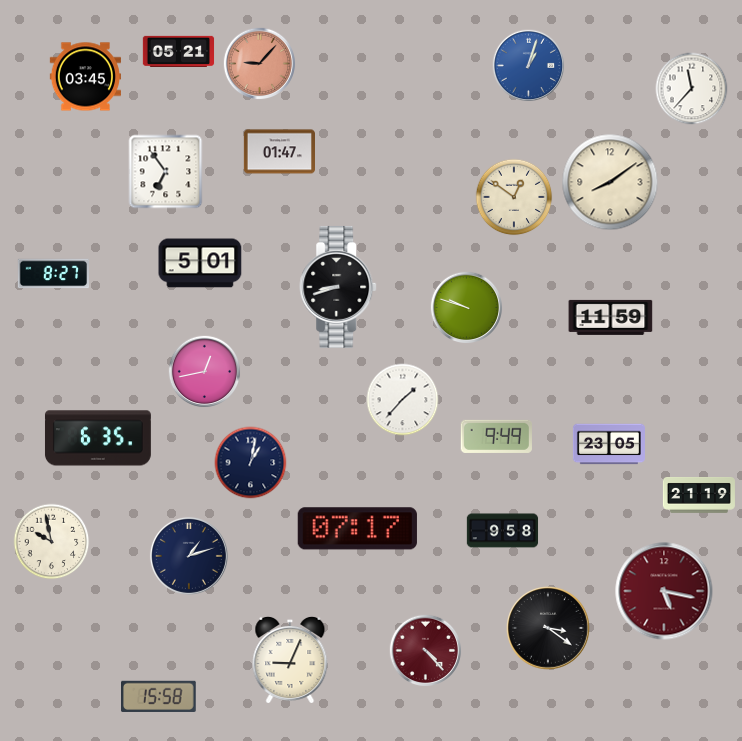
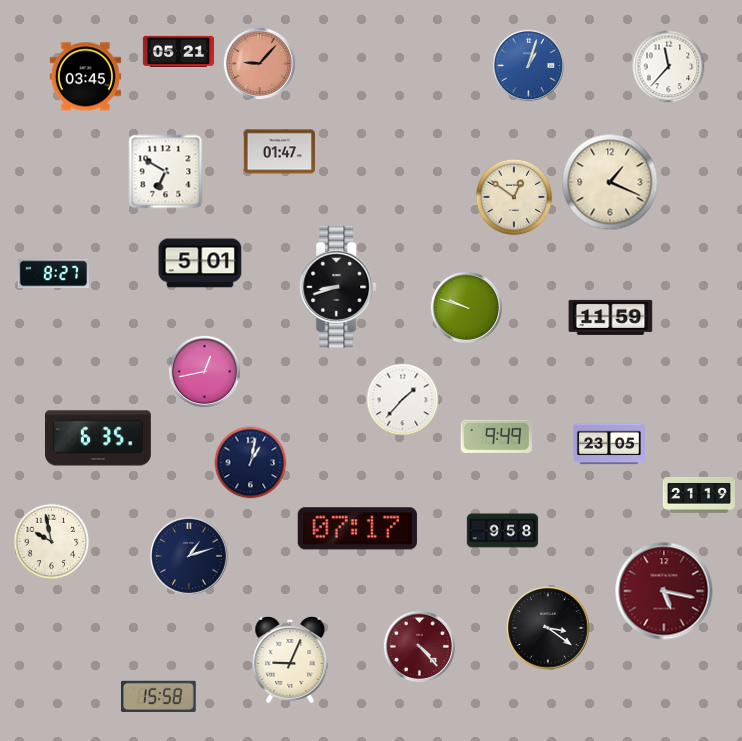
clock at (692, 89) position: (692, 89) -> (669, 67)
clock at (166, 172): 6:54 -> 6:50
clock at (610, 182): 8:09 -> 1:19
clock at (426, 651) position: (426, 651) -> (420, 647)
